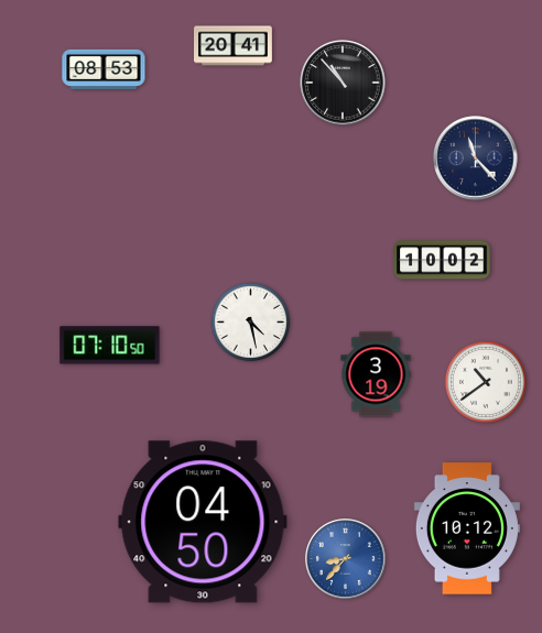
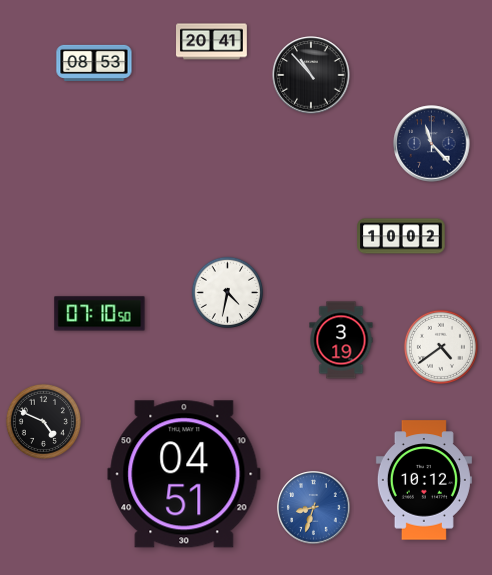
clock at (251, 323): 4:28 -> 4:32
clock at (486, 382): 10:39 -> 4:39
clock at (43, 421): none -> 4:49
clock at (203, 522): 04:50 -> 04:51
clock at (346, 559): 8:37 -> 8:33
